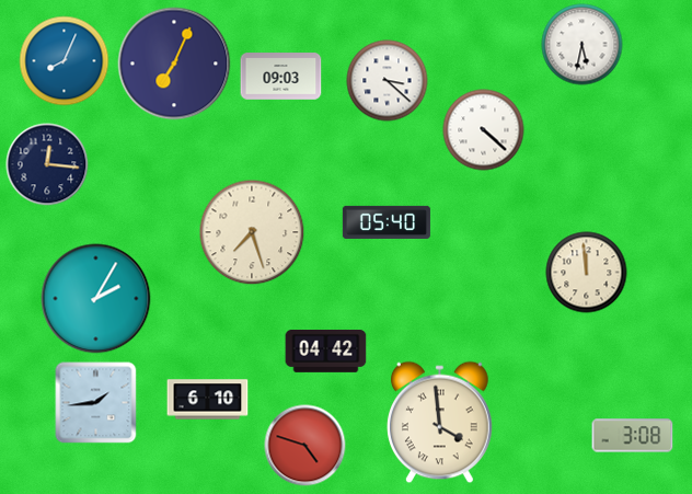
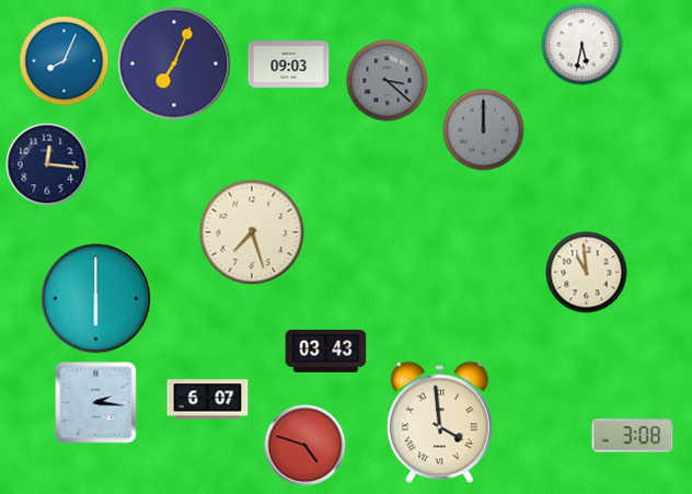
clock at (281, 77) position: (281, 77) -> (289, 65)
clock at (388, 81) dial: white -> grey
clock at (484, 130): 4:22 -> 12:00
clock at (484, 130) dial: white -> grey
clock at (387, 222): 05:40 -> none
clock at (587, 273): 11:59 -> 10:59
clock at (96, 299): 2:05 -> 6:00
clock at (326, 352): 04:42 -> 03:43
clock at (208, 400): 6:10 -> 6:07
clock at (96, 403): 1:44 -> 2:16
